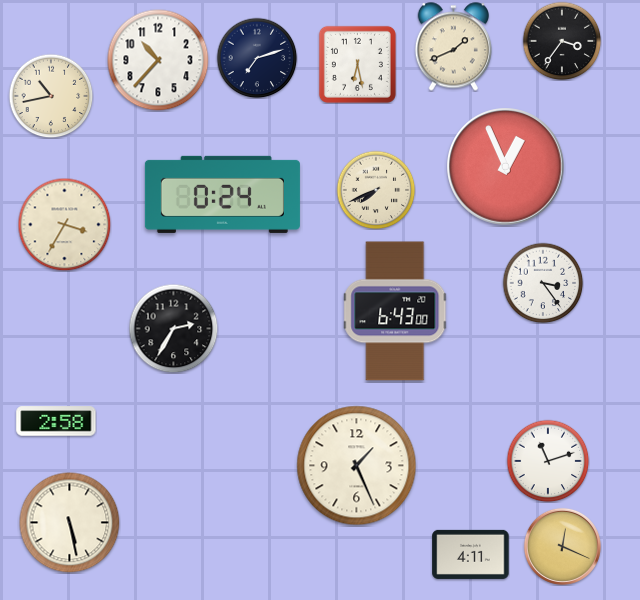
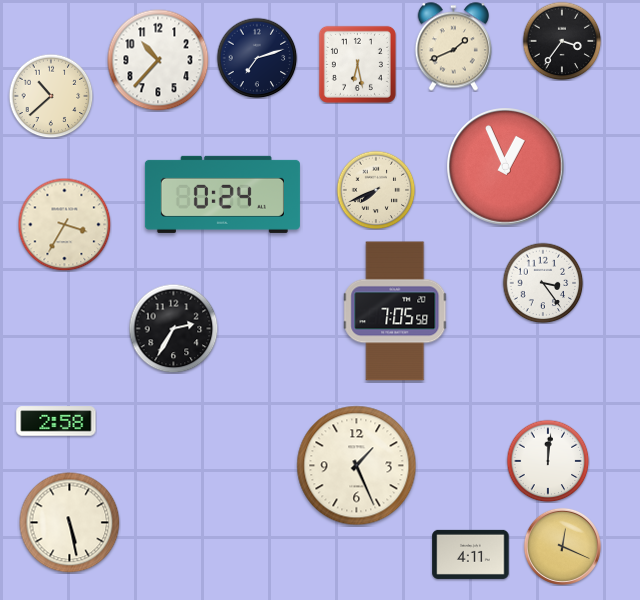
clock at (51, 96): 10:43 -> 10:38
clock at (396, 311): 6:43 -> 7:05
clock at (548, 461): 11:12 -> 12:01
